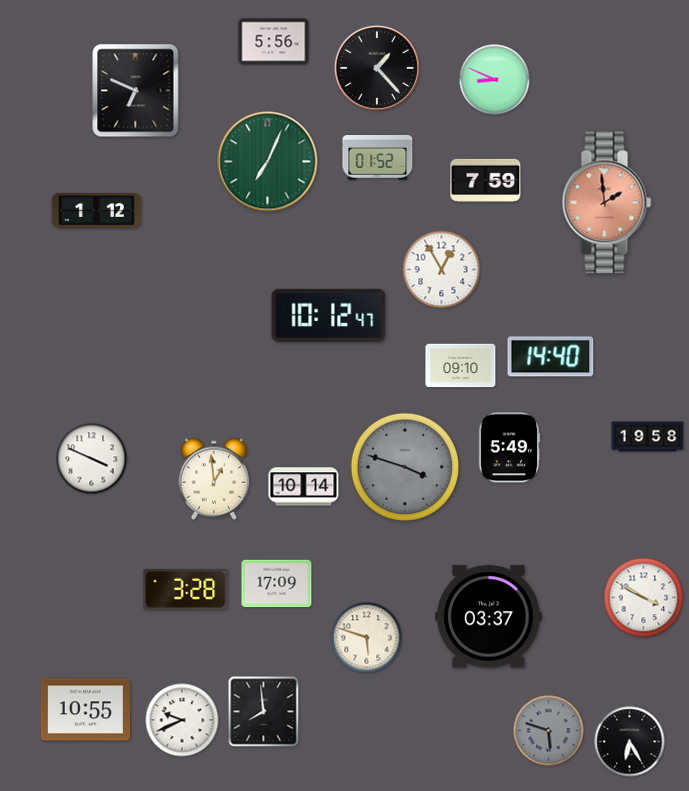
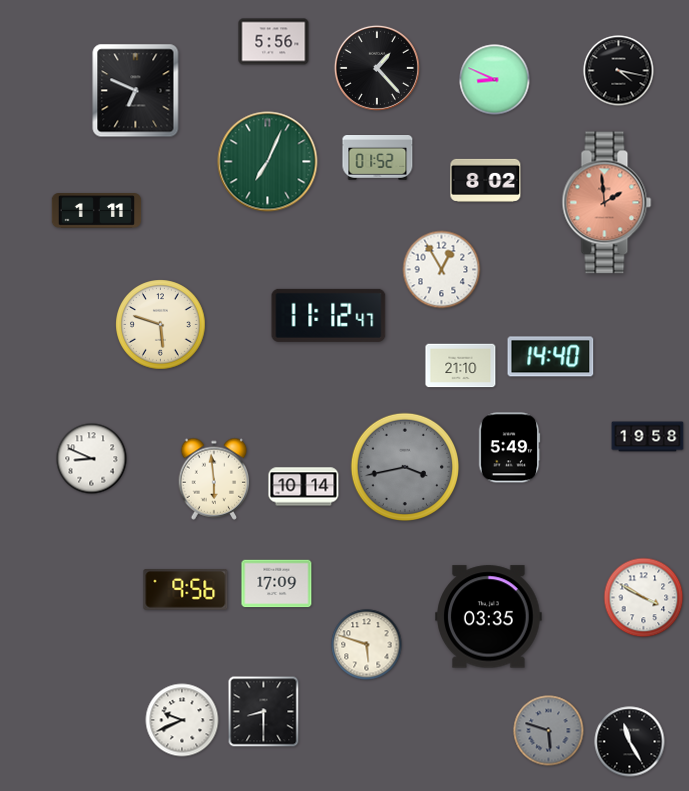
clock at (619, 71): none -> 4:17
clock at (486, 180): 7:59 -> 8:02
clock at (97, 211): 1:12 -> 1:11
clock at (329, 315): 10:12 -> 11:12
clock at (161, 325): none -> 5:48
clock at (461, 366): 09:10 -> 21:10
clock at (92, 459): 3:49 -> 8:49
clock at (404, 466): 3:48 -> 3:43
clock at (214, 479): 12:59 -> 5:59
clock at (186, 590): 3:28 -> 9:56
clock at (489, 617): 03:37 -> 03:35
clock at (367, 638) position: (367, 638) -> (367, 645)
clock at (85, 710): 10:55 -> none
clock at (264, 712): 7:59 -> 8:30
clock at (630, 742): 6:25 -> 11:25
